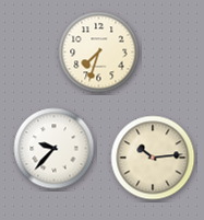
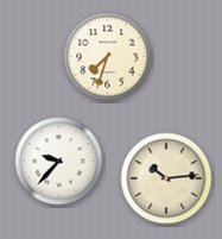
clock at (153, 158) position: (153, 158) -> (166, 178)
